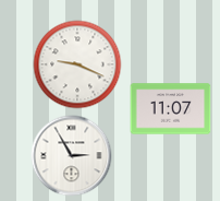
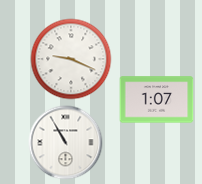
clock at (171, 109): 11:07 -> 1:07
clock at (72, 156): 2:55 -> 10:55
